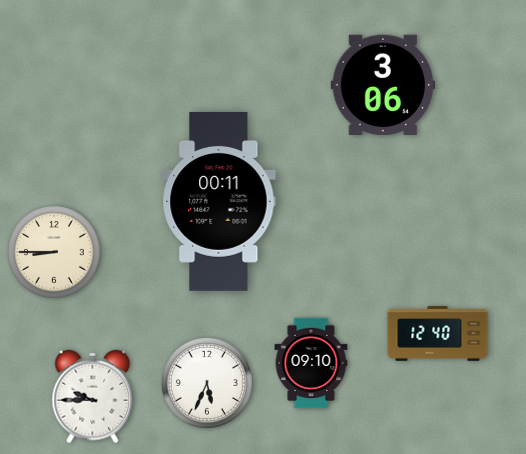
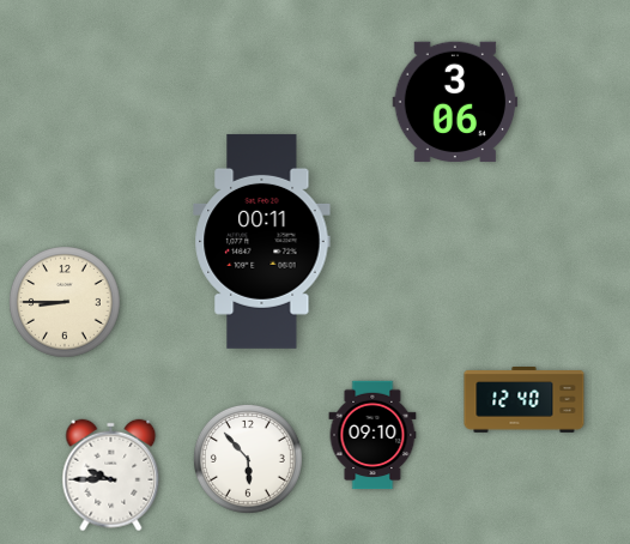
clock at (383, 84) position: (383, 84) -> (455, 101)
clock at (207, 383): 5:34 -> 5:53
